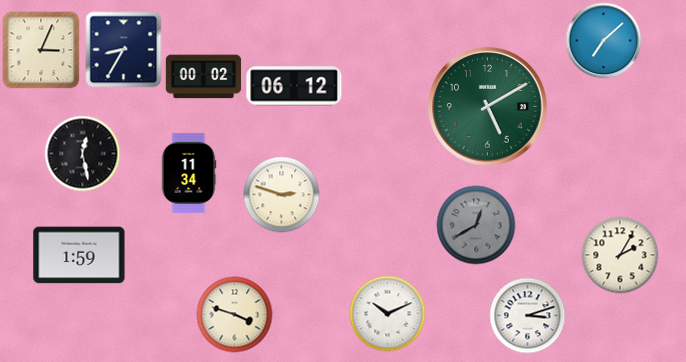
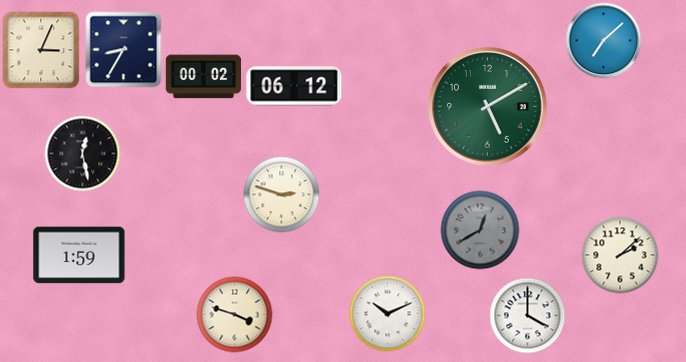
clock at (189, 173): 11:34 -> none
clock at (476, 225) position: (476, 225) -> (480, 230)
clock at (620, 255): 2:05 -> 2:08
clock at (528, 316): 3:12 -> 4:00
